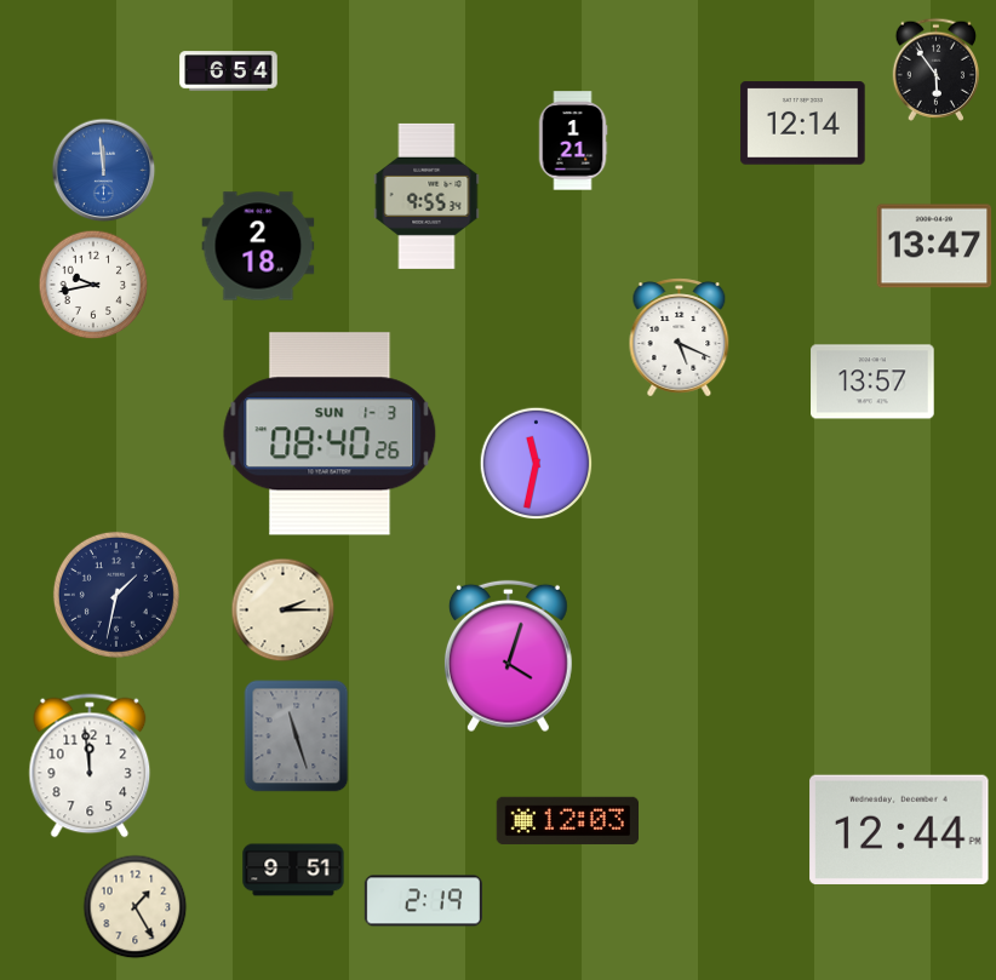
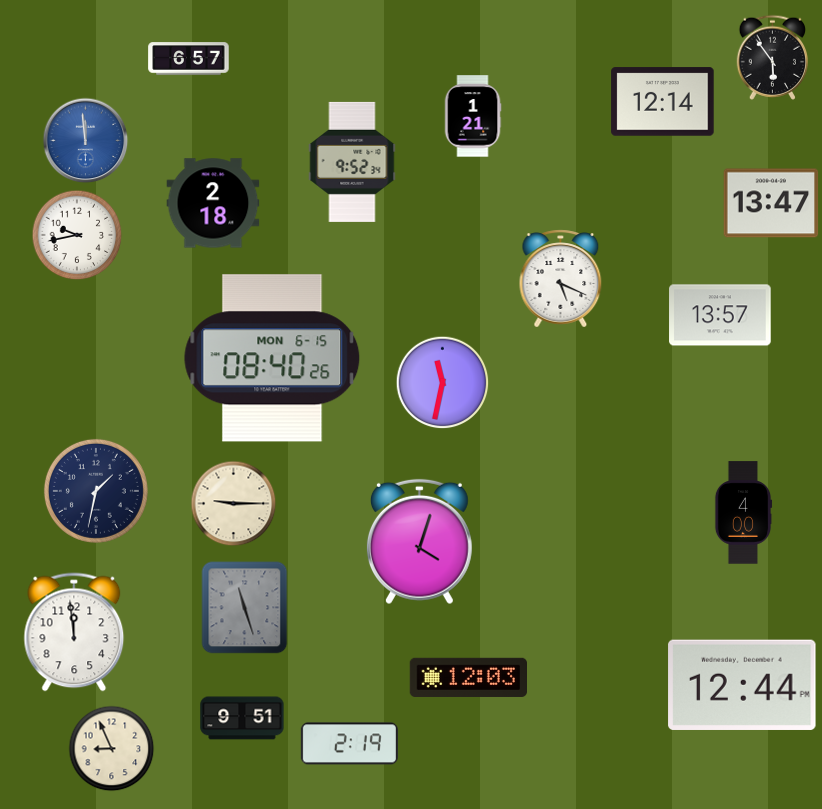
clock at (229, 71): 6:54 -> 6:57
clock at (427, 196): 9:55 -> 9:52
clock at (330, 434) date: SUN 1-3 -> MON 6-15
clock at (284, 611): 2:15 -> 9:15
clock at (743, 513): none -> 4:00
clock at (136, 907): 1:25 -> 8:56
